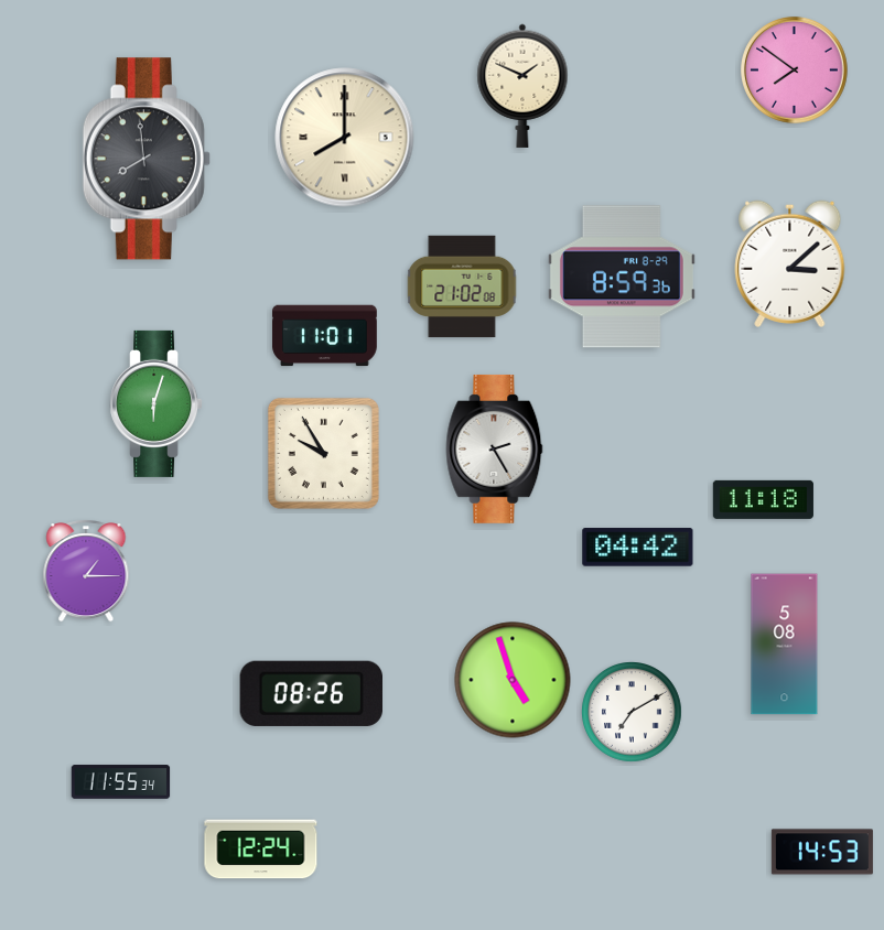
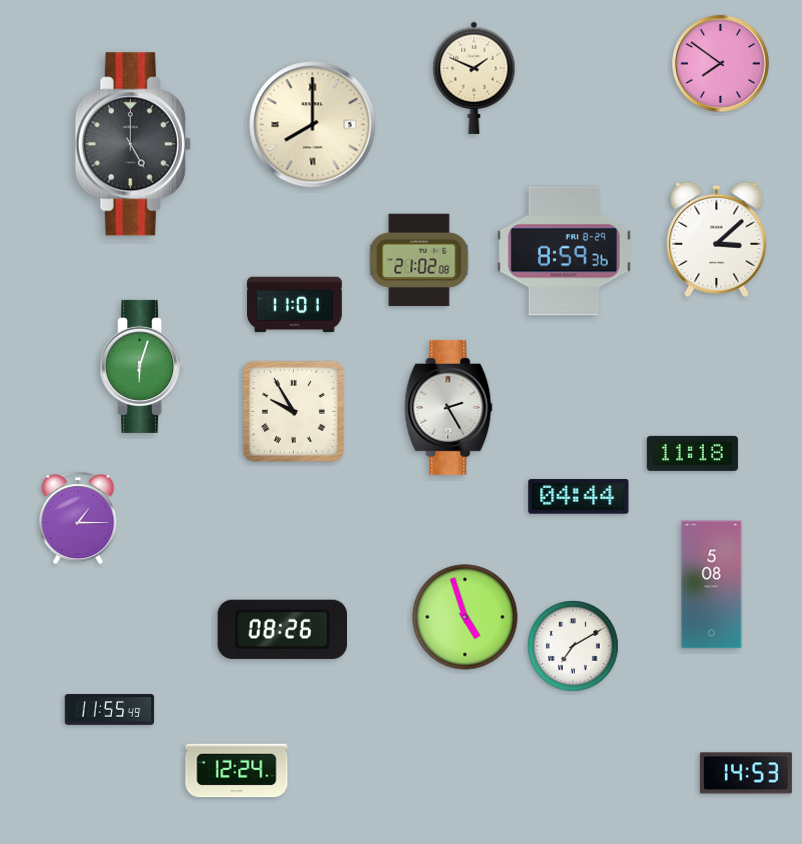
clock at (147, 159): 7:59 -> 5:00
clock at (638, 548): 04:42 -> 04:44
clock at (121, 782): 11:55:34 -> 11:55:49
